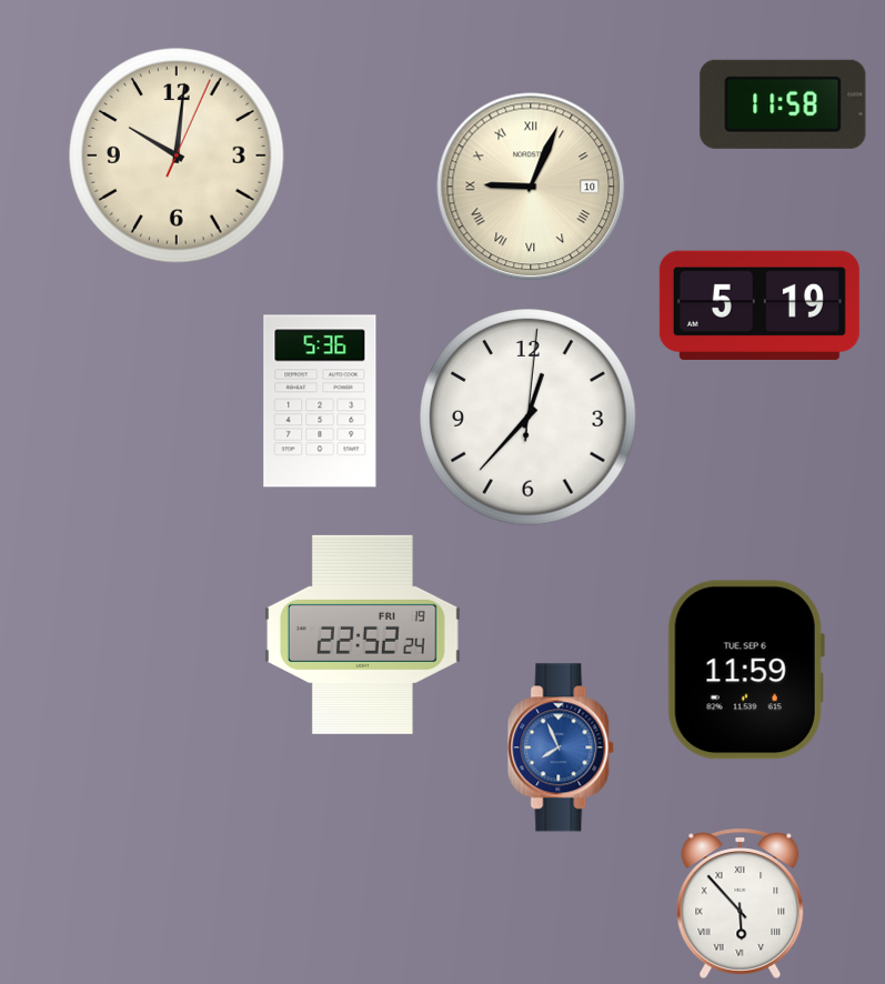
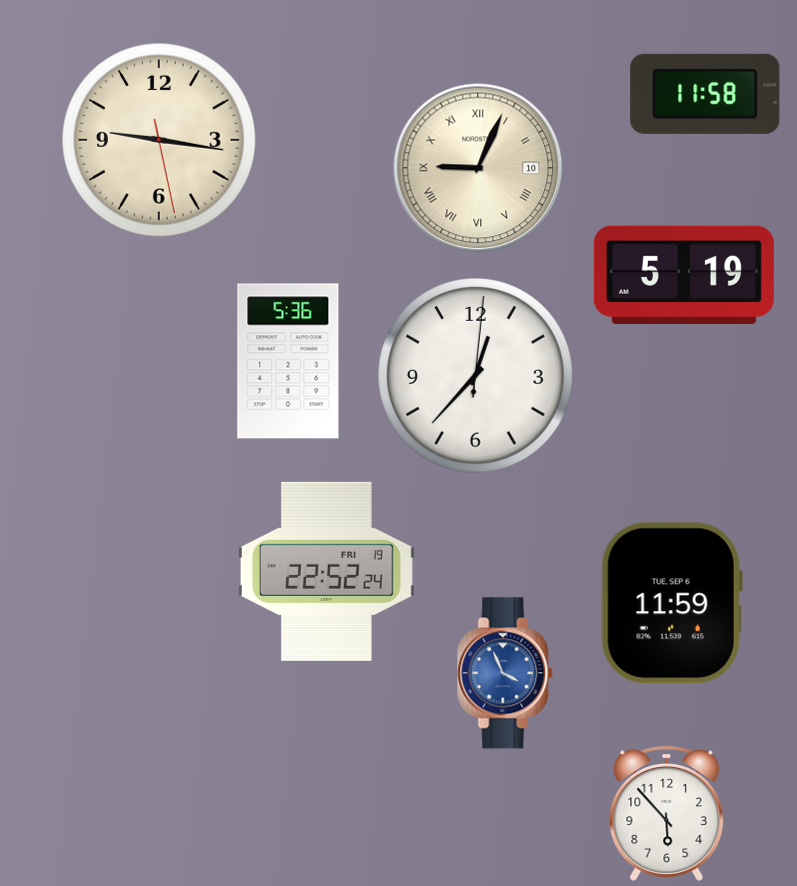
clock at (177, 155): 10:01 -> 9:16
clock at (562, 747): 7:56 -> 3:56
clock at (741, 903) numerals: Roman -> Arabic
